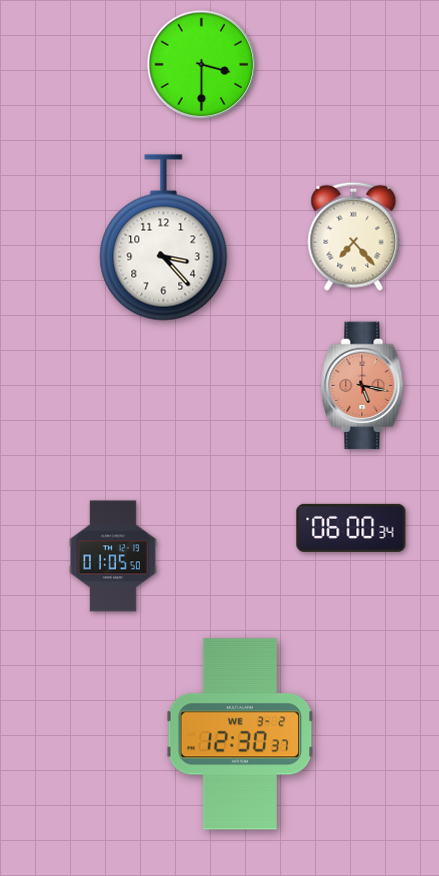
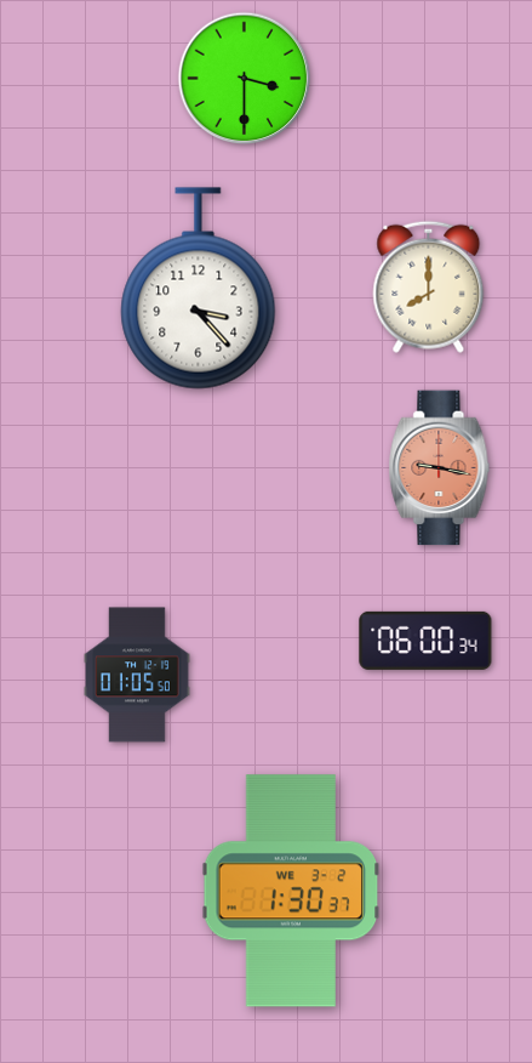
clock at (354, 236): 7:23 -> 8:00
clock at (363, 386): 5:17 -> 9:17
clock at (240, 734): 12:30 -> 1:30
